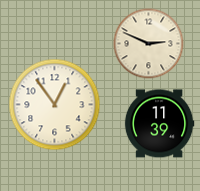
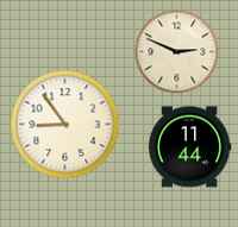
clock at (55, 105): 12:54 -> 8:54
clock at (159, 124): 11:39 -> 11:44
